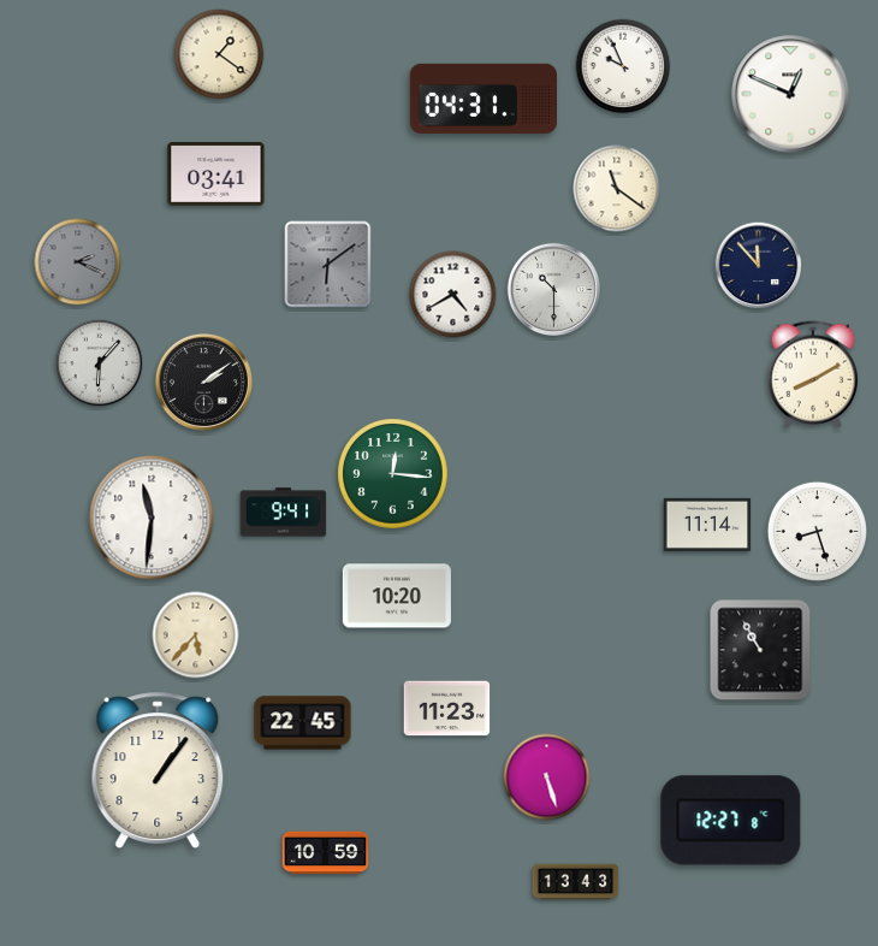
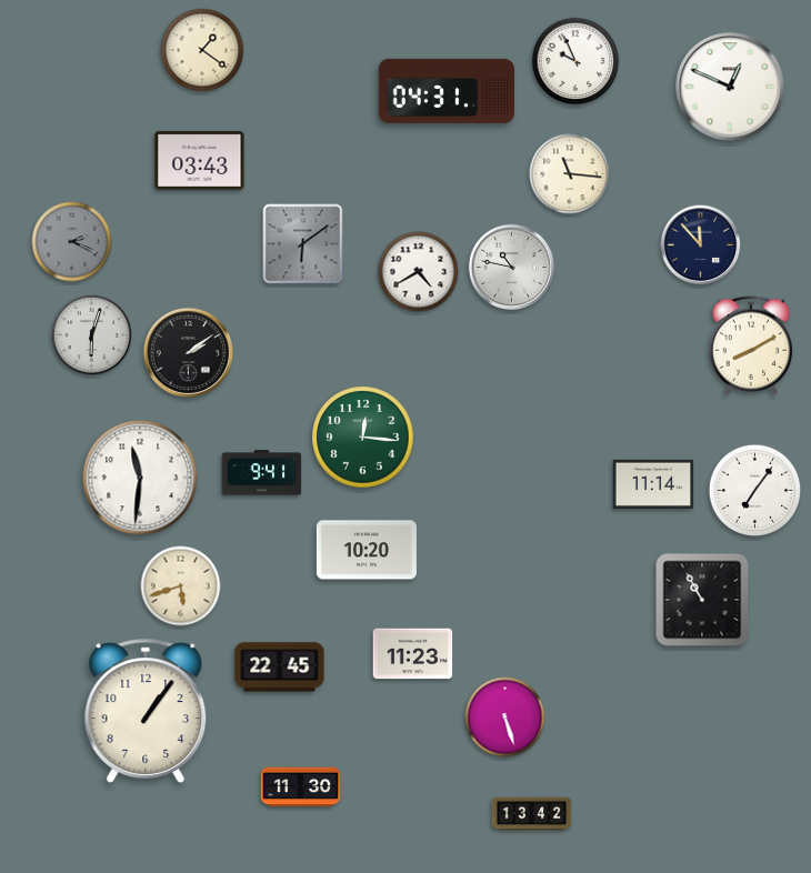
clock at (216, 175): 03:41 -> 03:43
clock at (617, 189): 11:21 -> 11:16
clock at (554, 290): 10:30 -> 10:47
clock at (100, 363): 6:07 -> 6:03
clock at (817, 531): 8:27 -> 7:06
clock at (196, 635): 5:37 -> 5:42
clock at (731, 821): 12:27 -> none
clock at (326, 853): 10:59 -> 11:30
clock at (576, 882): 13:43 -> 13:42
